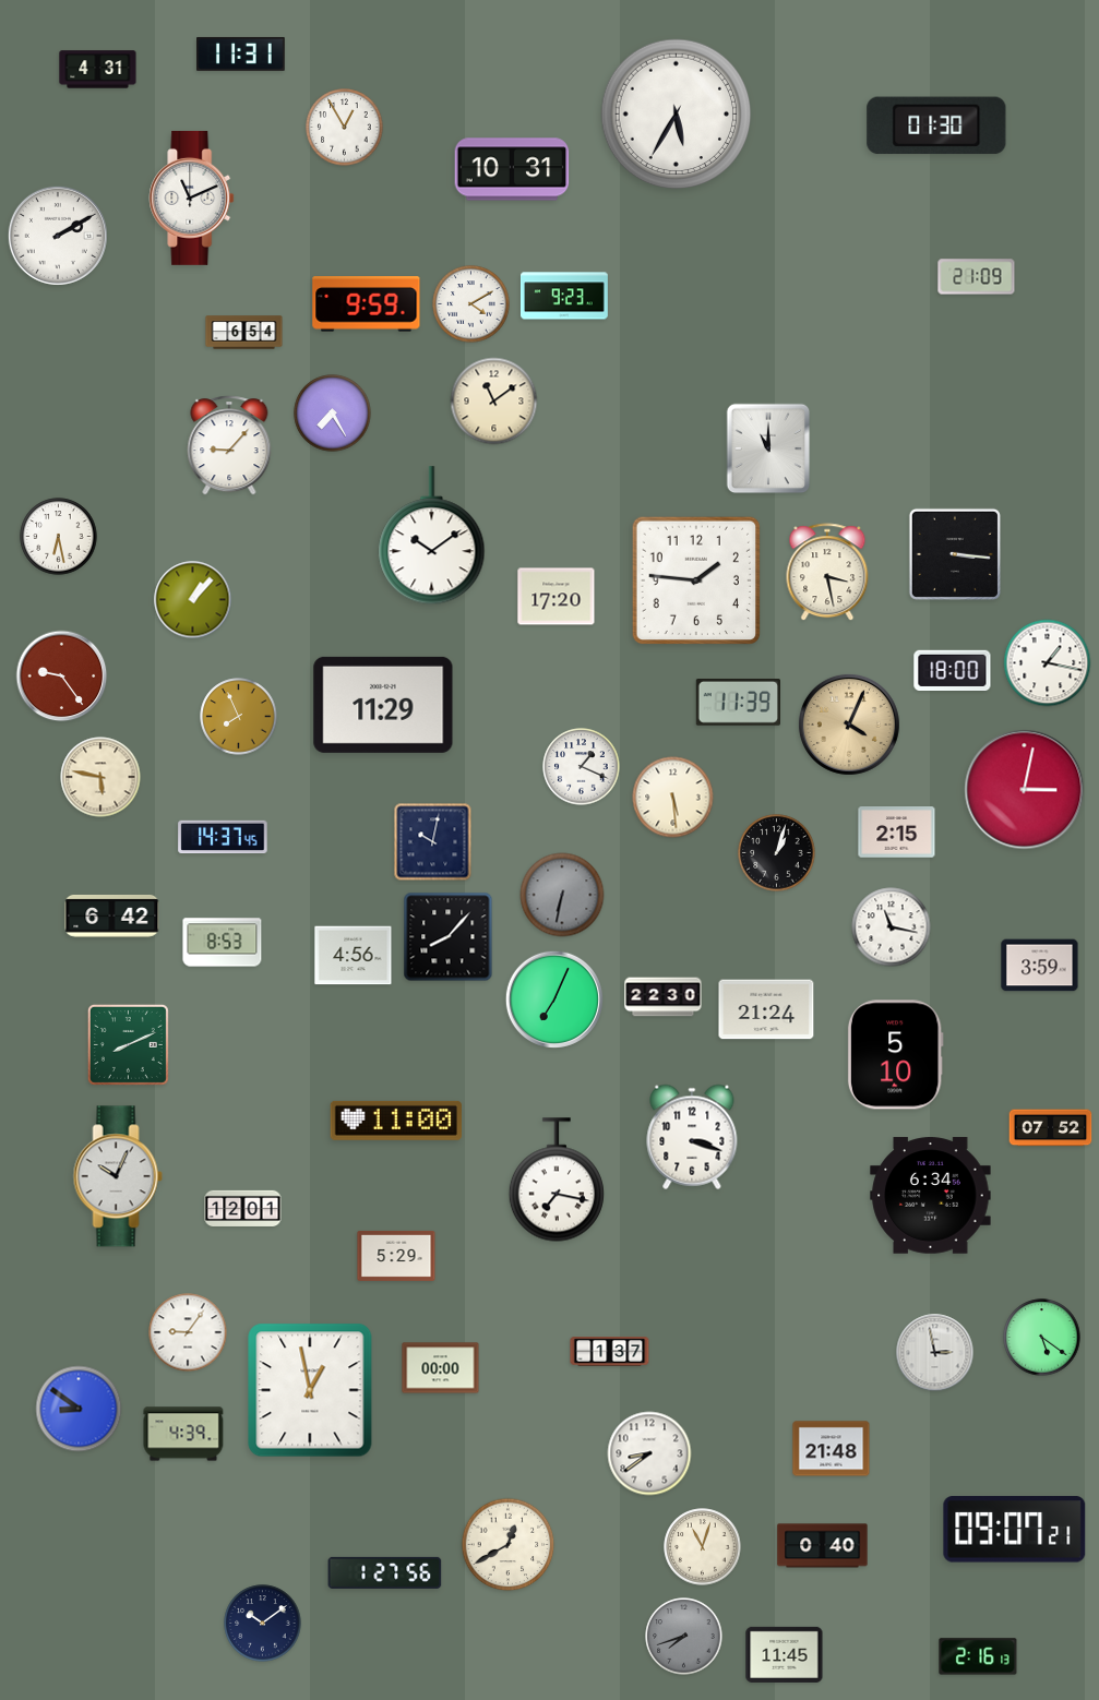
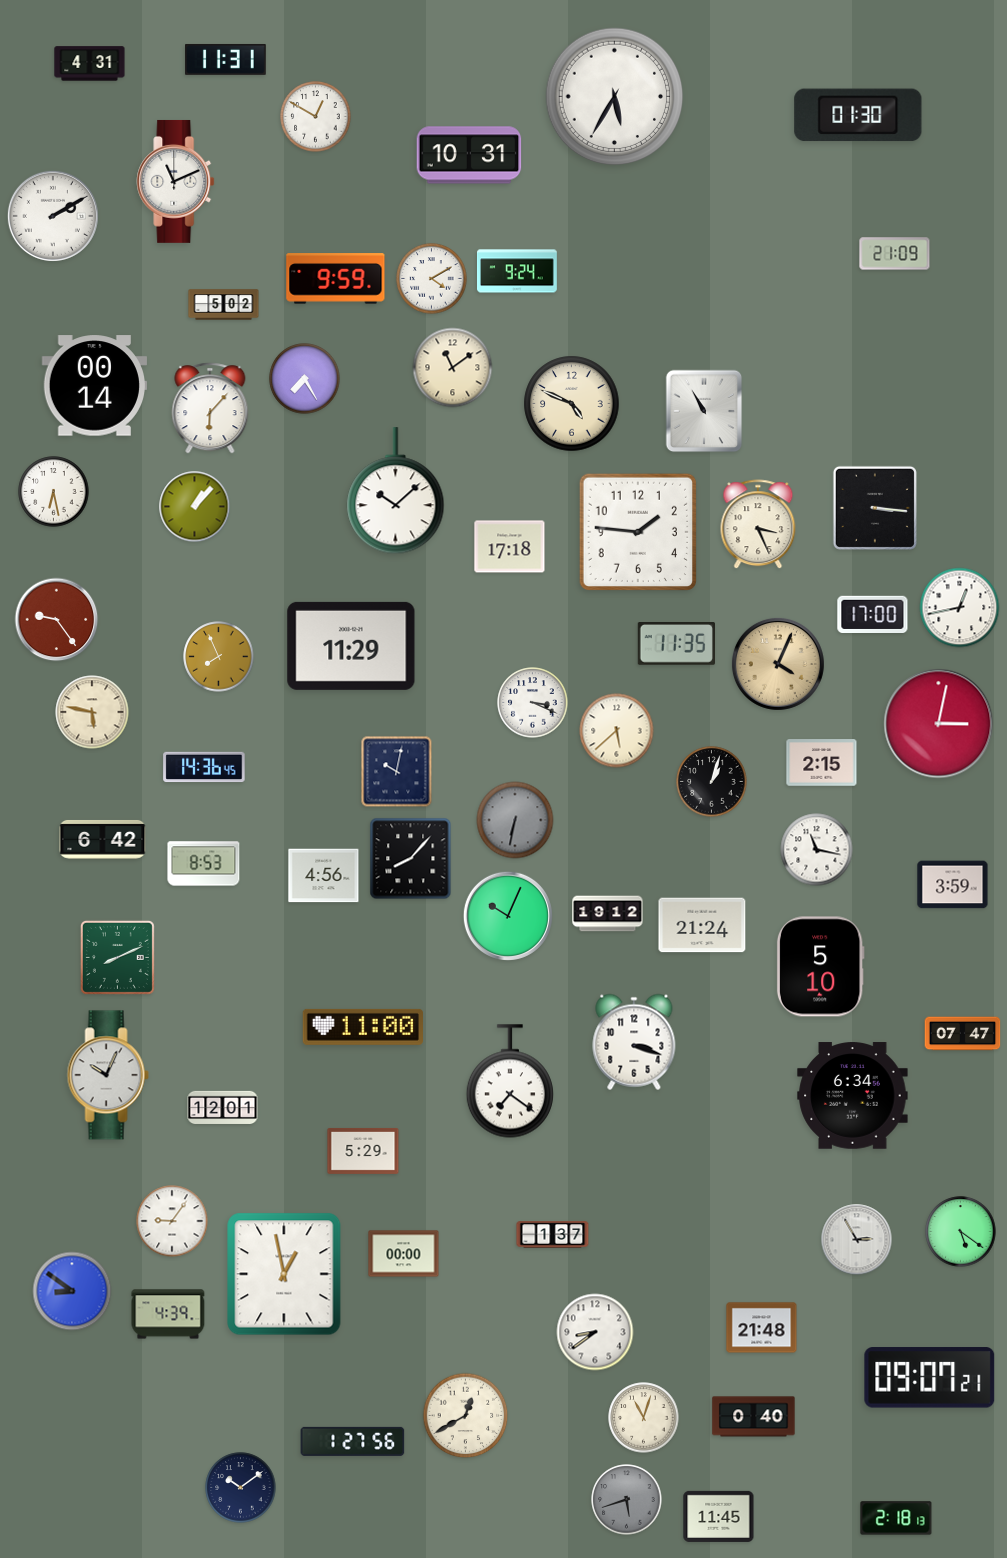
clock at (241, 53) position: (241, 53) -> (226, 59)
clock at (677, 115) position: (677, 115) -> (615, 97)
clock at (345, 128): 12:55 -> 12:50
clock at (565, 296): 9:23 -> 9:24
clock at (244, 333): 6:54 -> 5:02
clock at (94, 386): none -> 00:14
clock at (572, 404): none -> 4:49
clock at (229, 445): 9:07 -> 6:07
clock at (768, 448): 11:00 -> 10:55
clock at (432, 536): 10:09 -> 10:08
clock at (827, 573): 3:28 -> 3:26
clock at (557, 597): 17:20 -> 17:18
clock at (193, 600) position: (193, 600) -> (195, 507)
clock at (1048, 663): 1:17 -> 12:43
clock at (953, 670): 18:00 -> 17:00
clock at (738, 703): 11:39 -> 11:35
clock at (582, 767): 1:19 -> 3:19
clock at (673, 798): 5:29 -> 5:38
clock at (223, 837): 14:37 -> 14:36
clock at (664, 997): 22:30 -> 19:12
clock at (554, 999): 7:04 -> 10:04
clock at (1051, 1128): 07:52 -> 07:47
clock at (118, 1176) position: (118, 1176) -> (108, 1075)
clock at (557, 1180): 7:17 -> 7:21
clock at (1042, 1338) position: (1042, 1338) -> (961, 1232)
clock at (610, 1352) position: (610, 1352) -> (553, 1235)
clock at (935, 1353): 2:58 -> 2:55
clock at (1015, 1530) position: (1015, 1530) -> (930, 1378)
clock at (684, 1637): 7:42 -> 5:42
clock at (978, 1656): 2:16 -> 2:18
